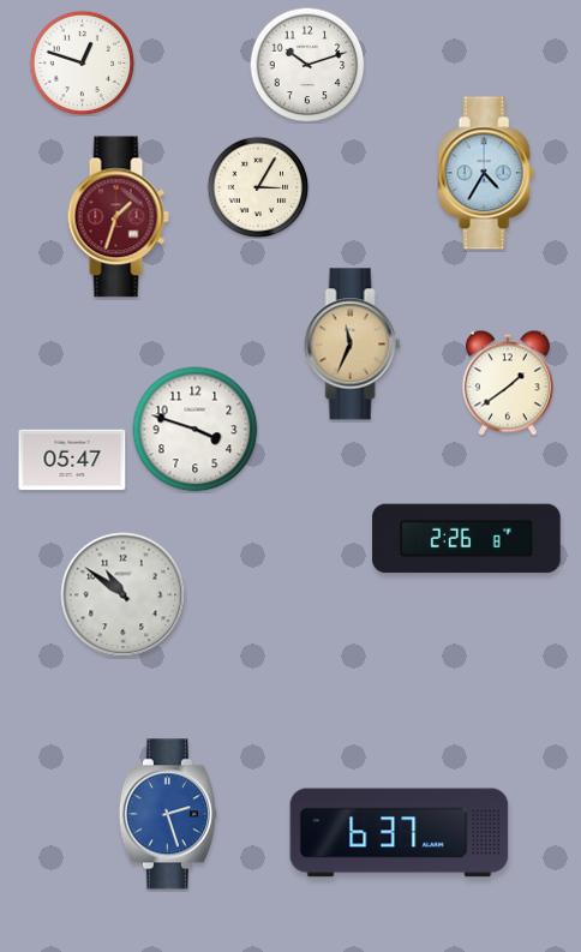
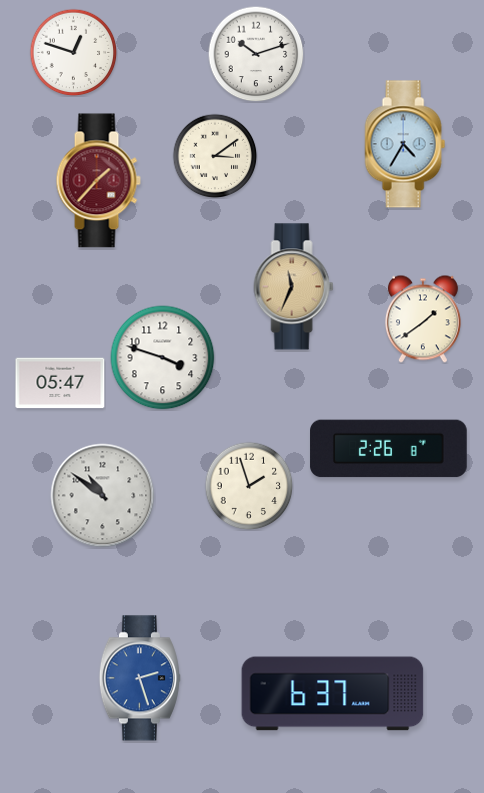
clock at (82, 62) position: (82, 62) -> (73, 52)
clock at (258, 187): 3:05 -> 3:09
clock at (118, 217): 1:33 -> 1:37
clock at (249, 486): none -> 1:57
